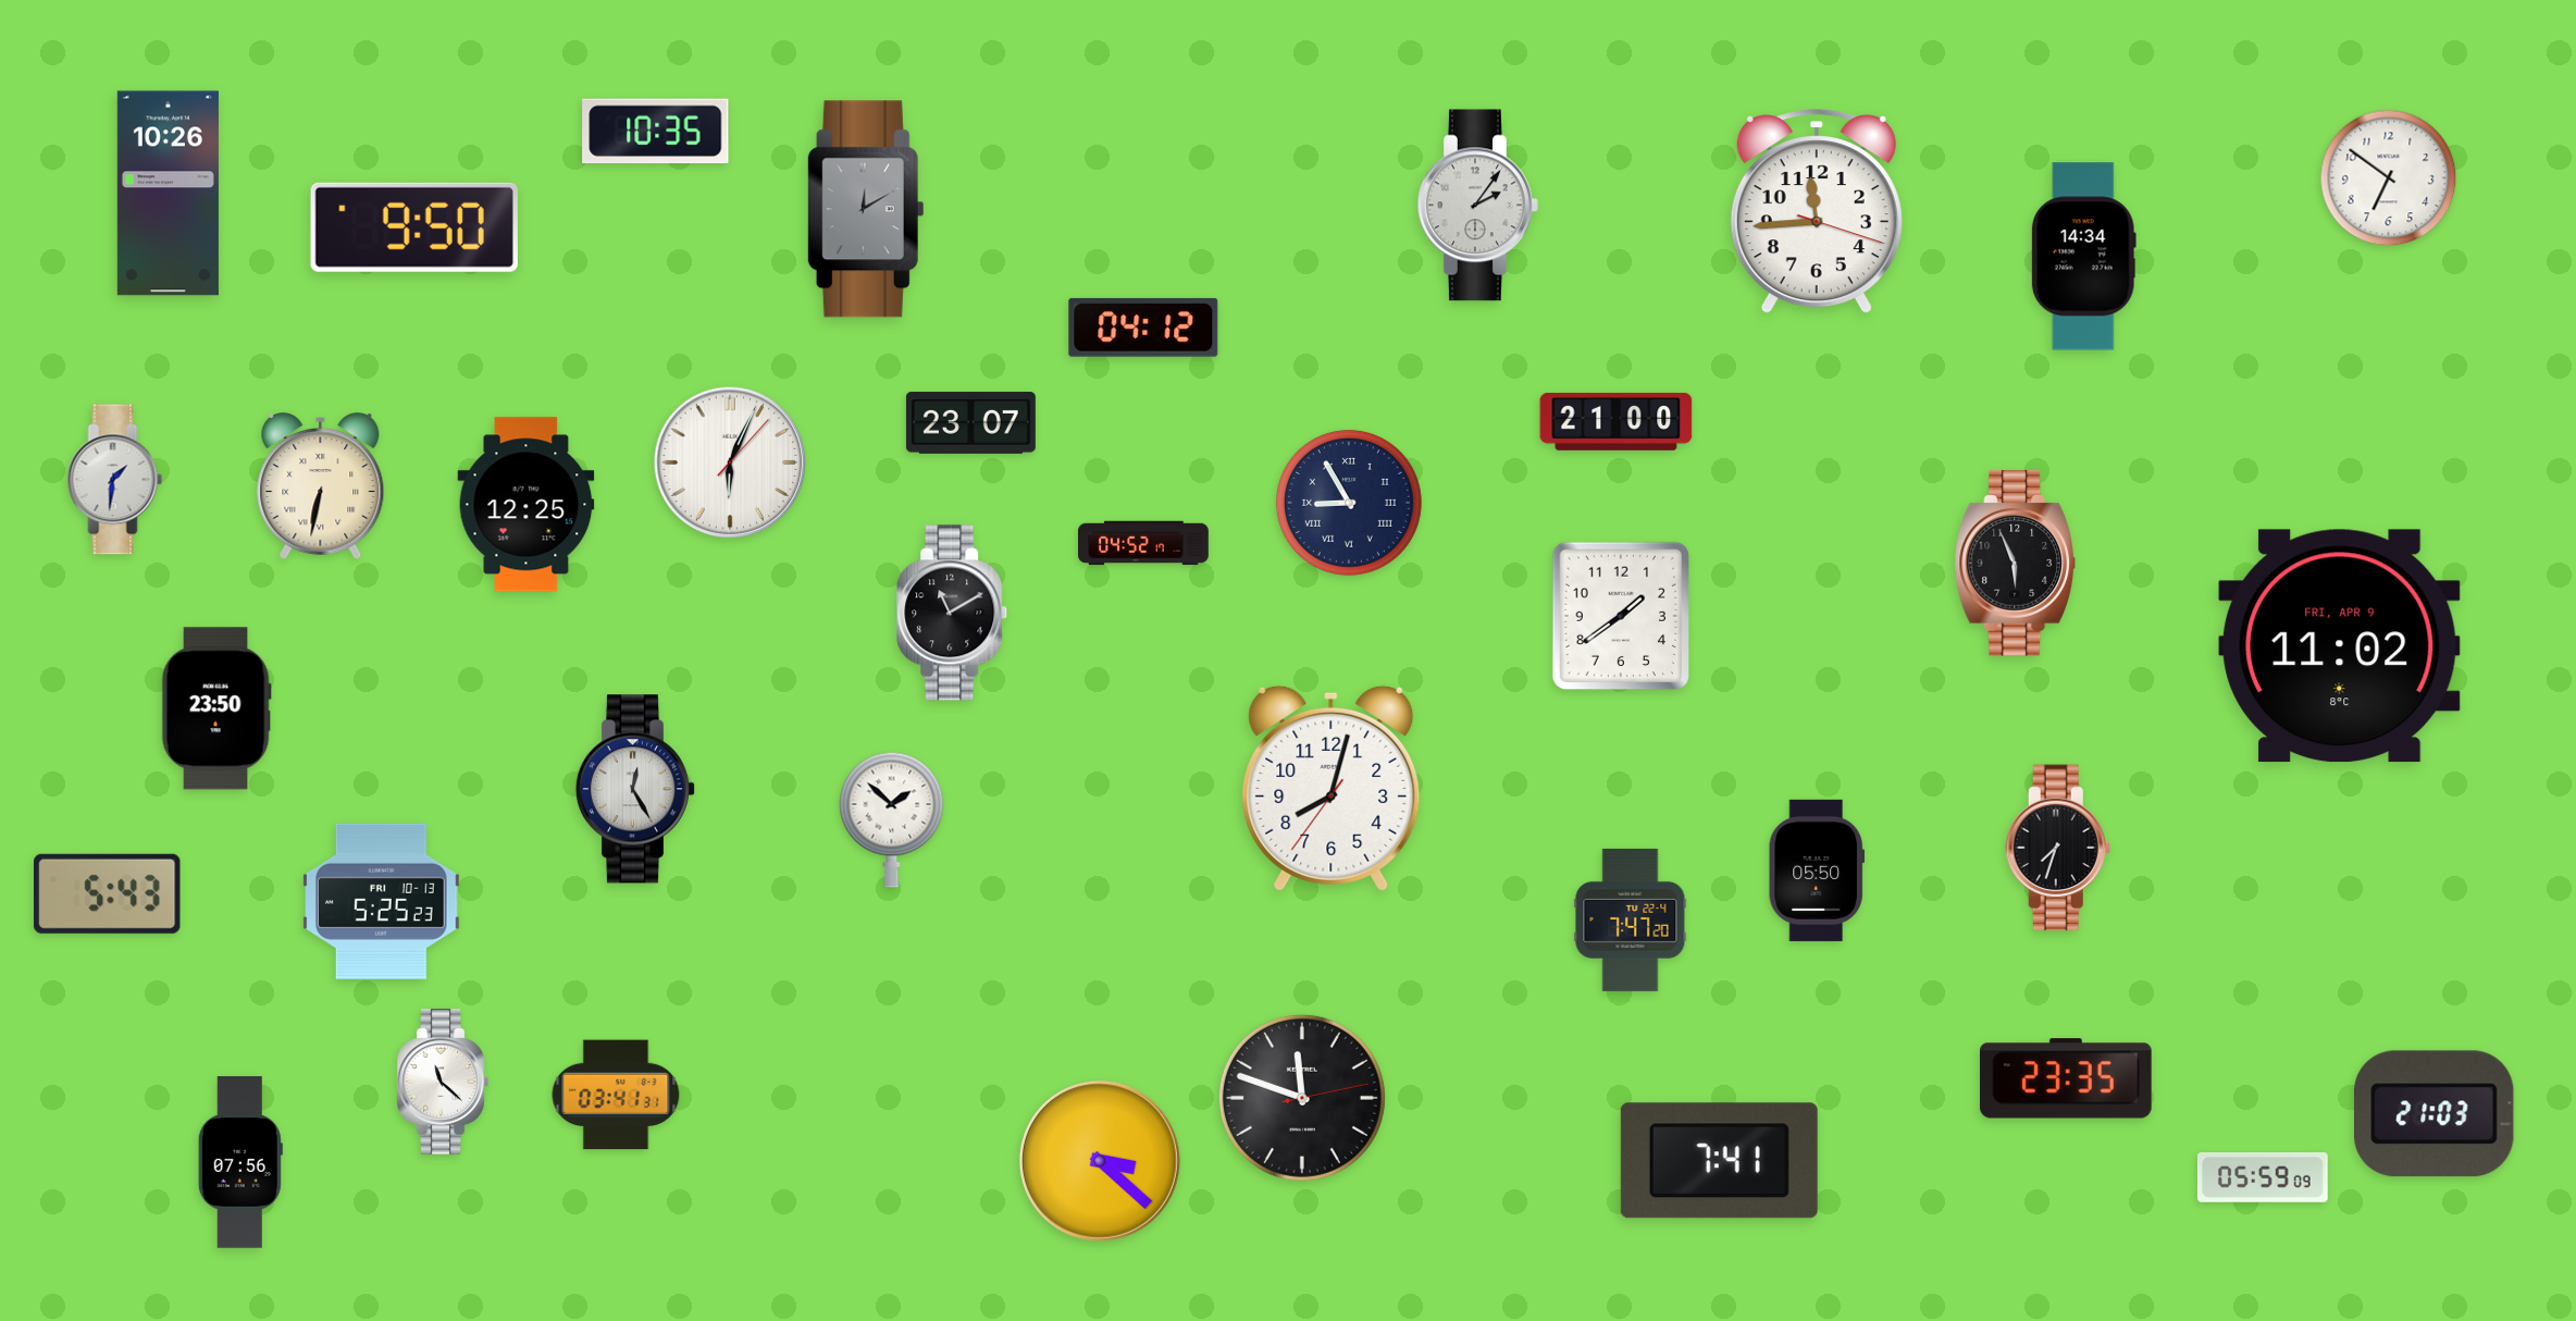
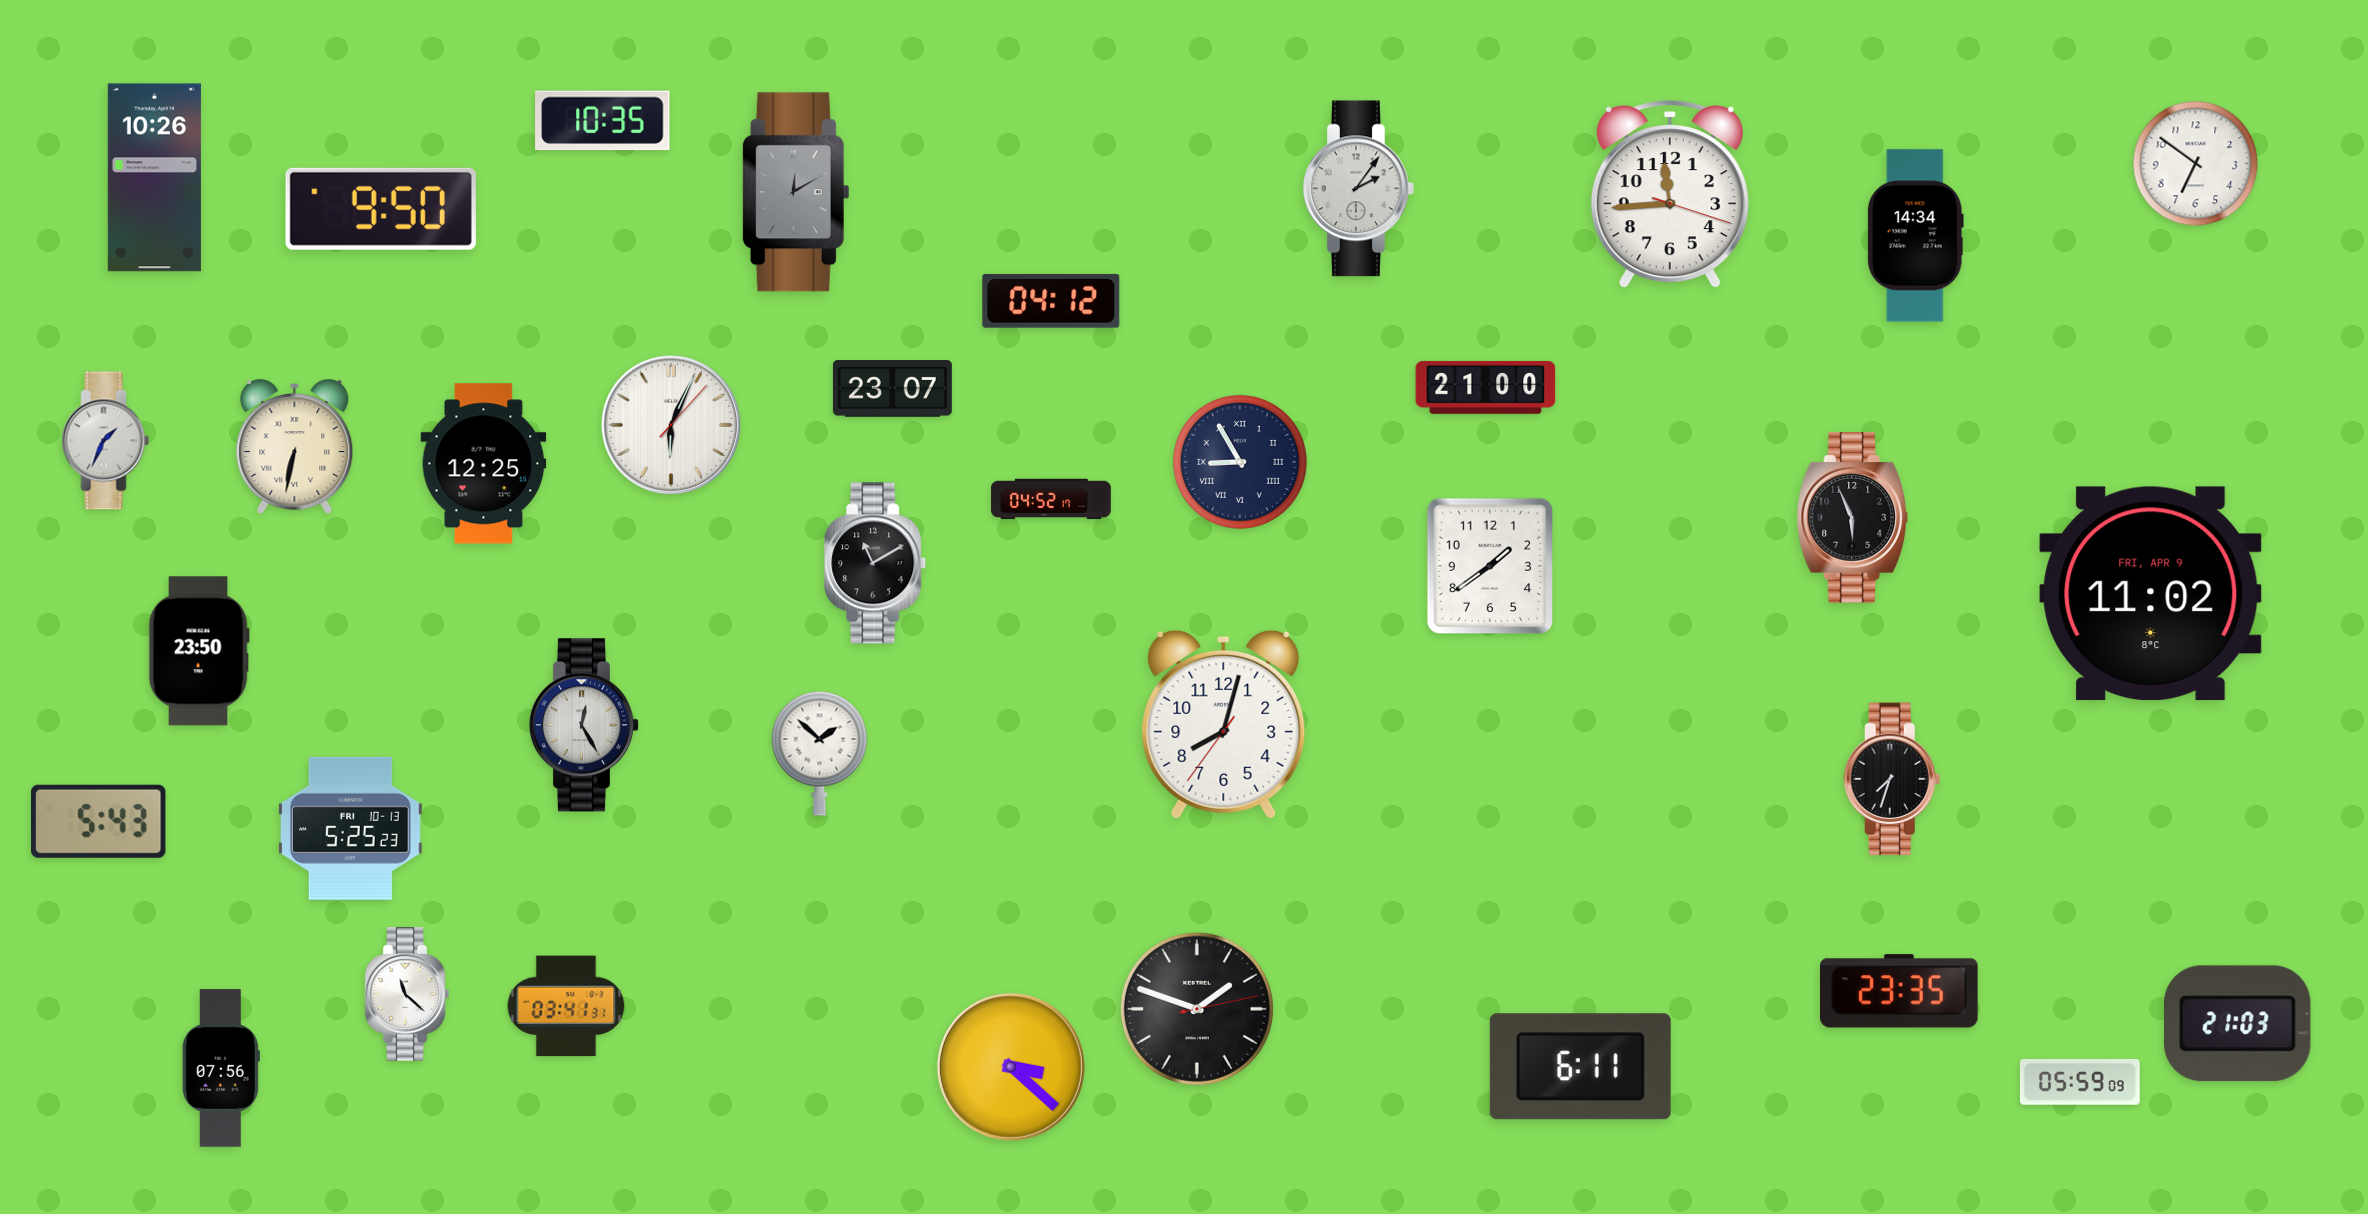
clock at (115, 480): 1:31 -> 1:34
clock at (1817, 871): 05:50 -> none
clock at (1631, 919): 7:47 -> none
clock at (1302, 1098): 11:48 -> 1:48
clock at (1719, 1161): 7:41 -> 6:11
